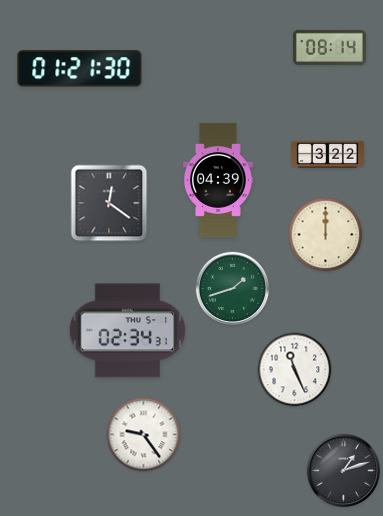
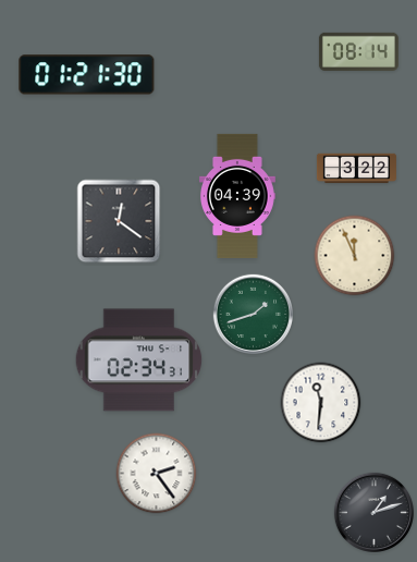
clock at (326, 235): 12:00 -> 11:56
clock at (295, 370): 11:26 -> 11:31
clock at (144, 435): 9:24 -> 2:24
